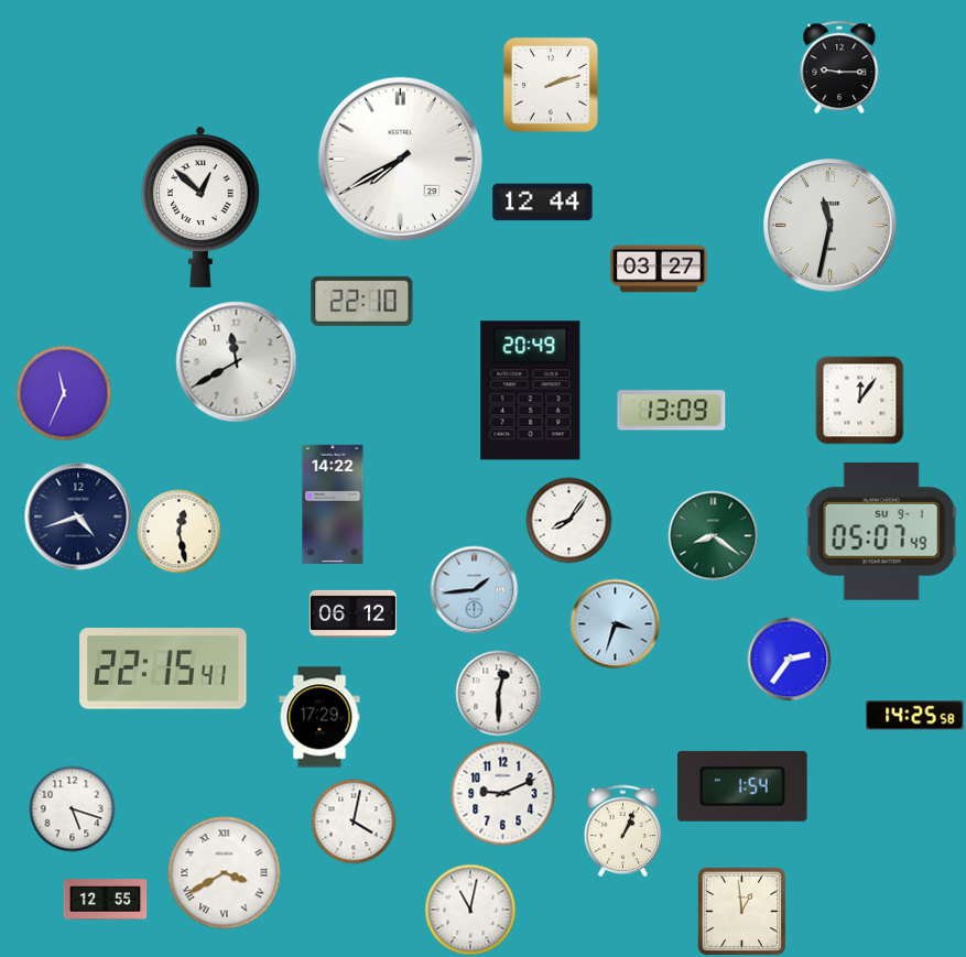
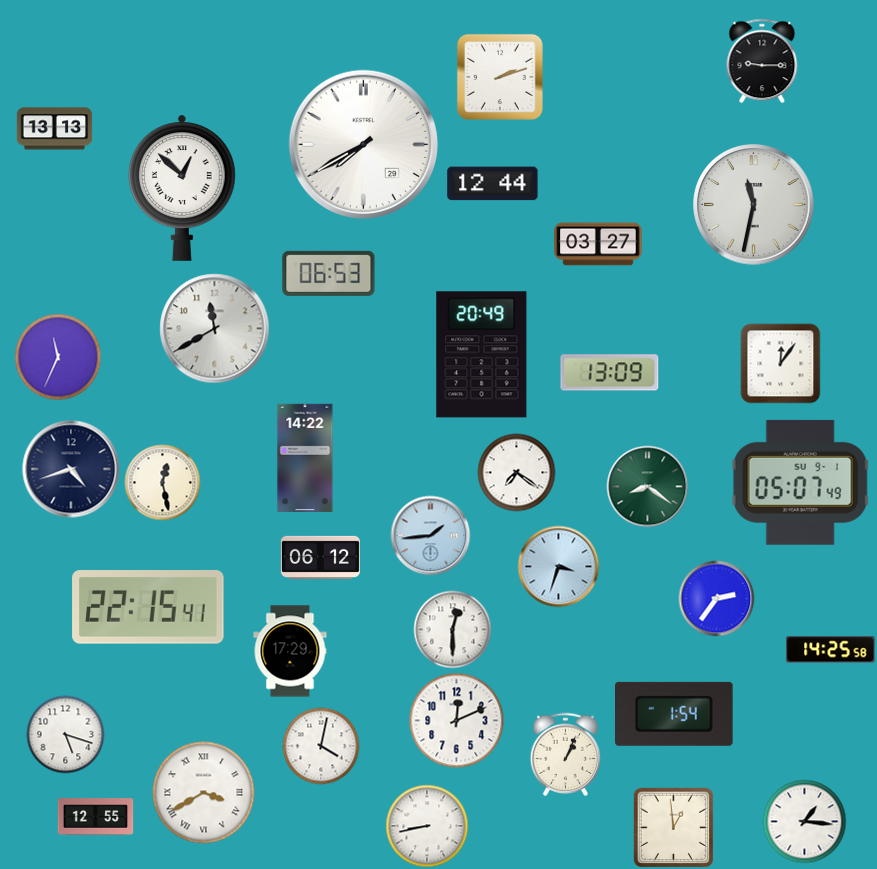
clock at (55, 129): none -> 13:13
clock at (362, 301): 22:10 -> 06:53
clock at (333, 504) position: (333, 504) -> (305, 458)
clock at (569, 521): 8:06 -> 7:21
clock at (503, 794): 9:11 -> 12:11
clock at (805, 822): none -> 1:16
clock at (470, 910): 11:02 -> 8:43
